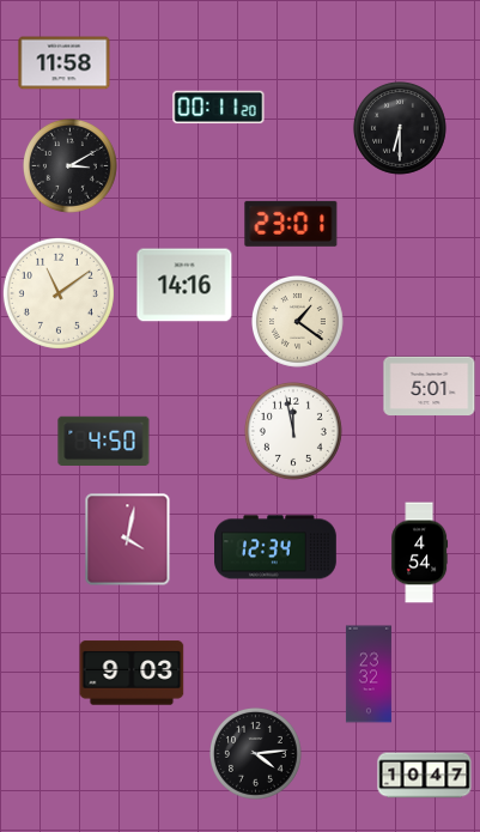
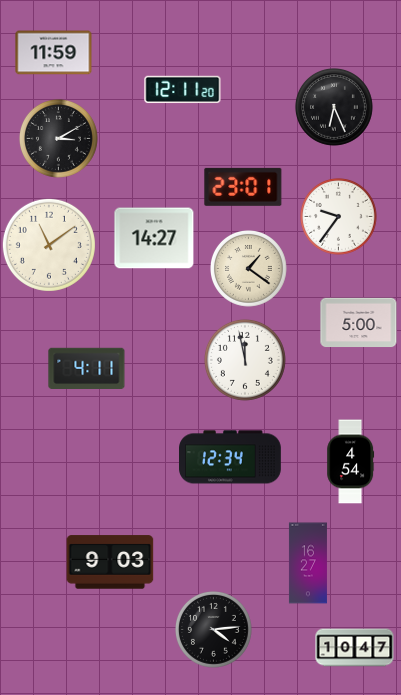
clock at (65, 63): 11:58 -> 11:59
clock at (219, 108): 00:11 -> 12:11
clock at (400, 128): 6:30 -> 6:26
clock at (339, 217): none -> 9:36
clock at (184, 285): 14:16 -> 14:27
clock at (430, 387): 5:01 -> 5:00
clock at (104, 442): 4:50 -> 4:11
clock at (128, 540): 4:02 -> none
clock at (369, 674): 23:32 -> 16:27
